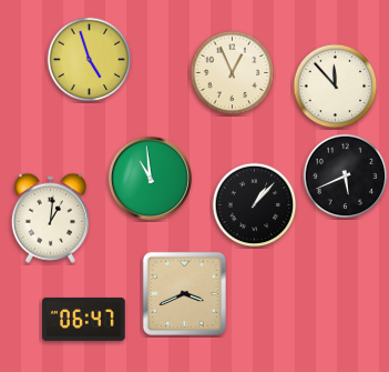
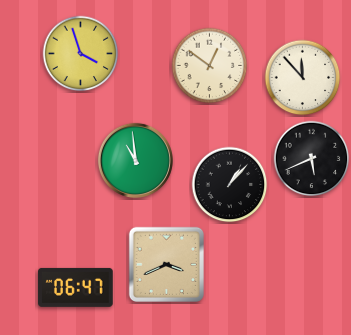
clock at (90, 60): 4:57 -> 3:57
clock at (233, 73): 12:56 -> 12:51
clock at (50, 218): 1:01 -> none
